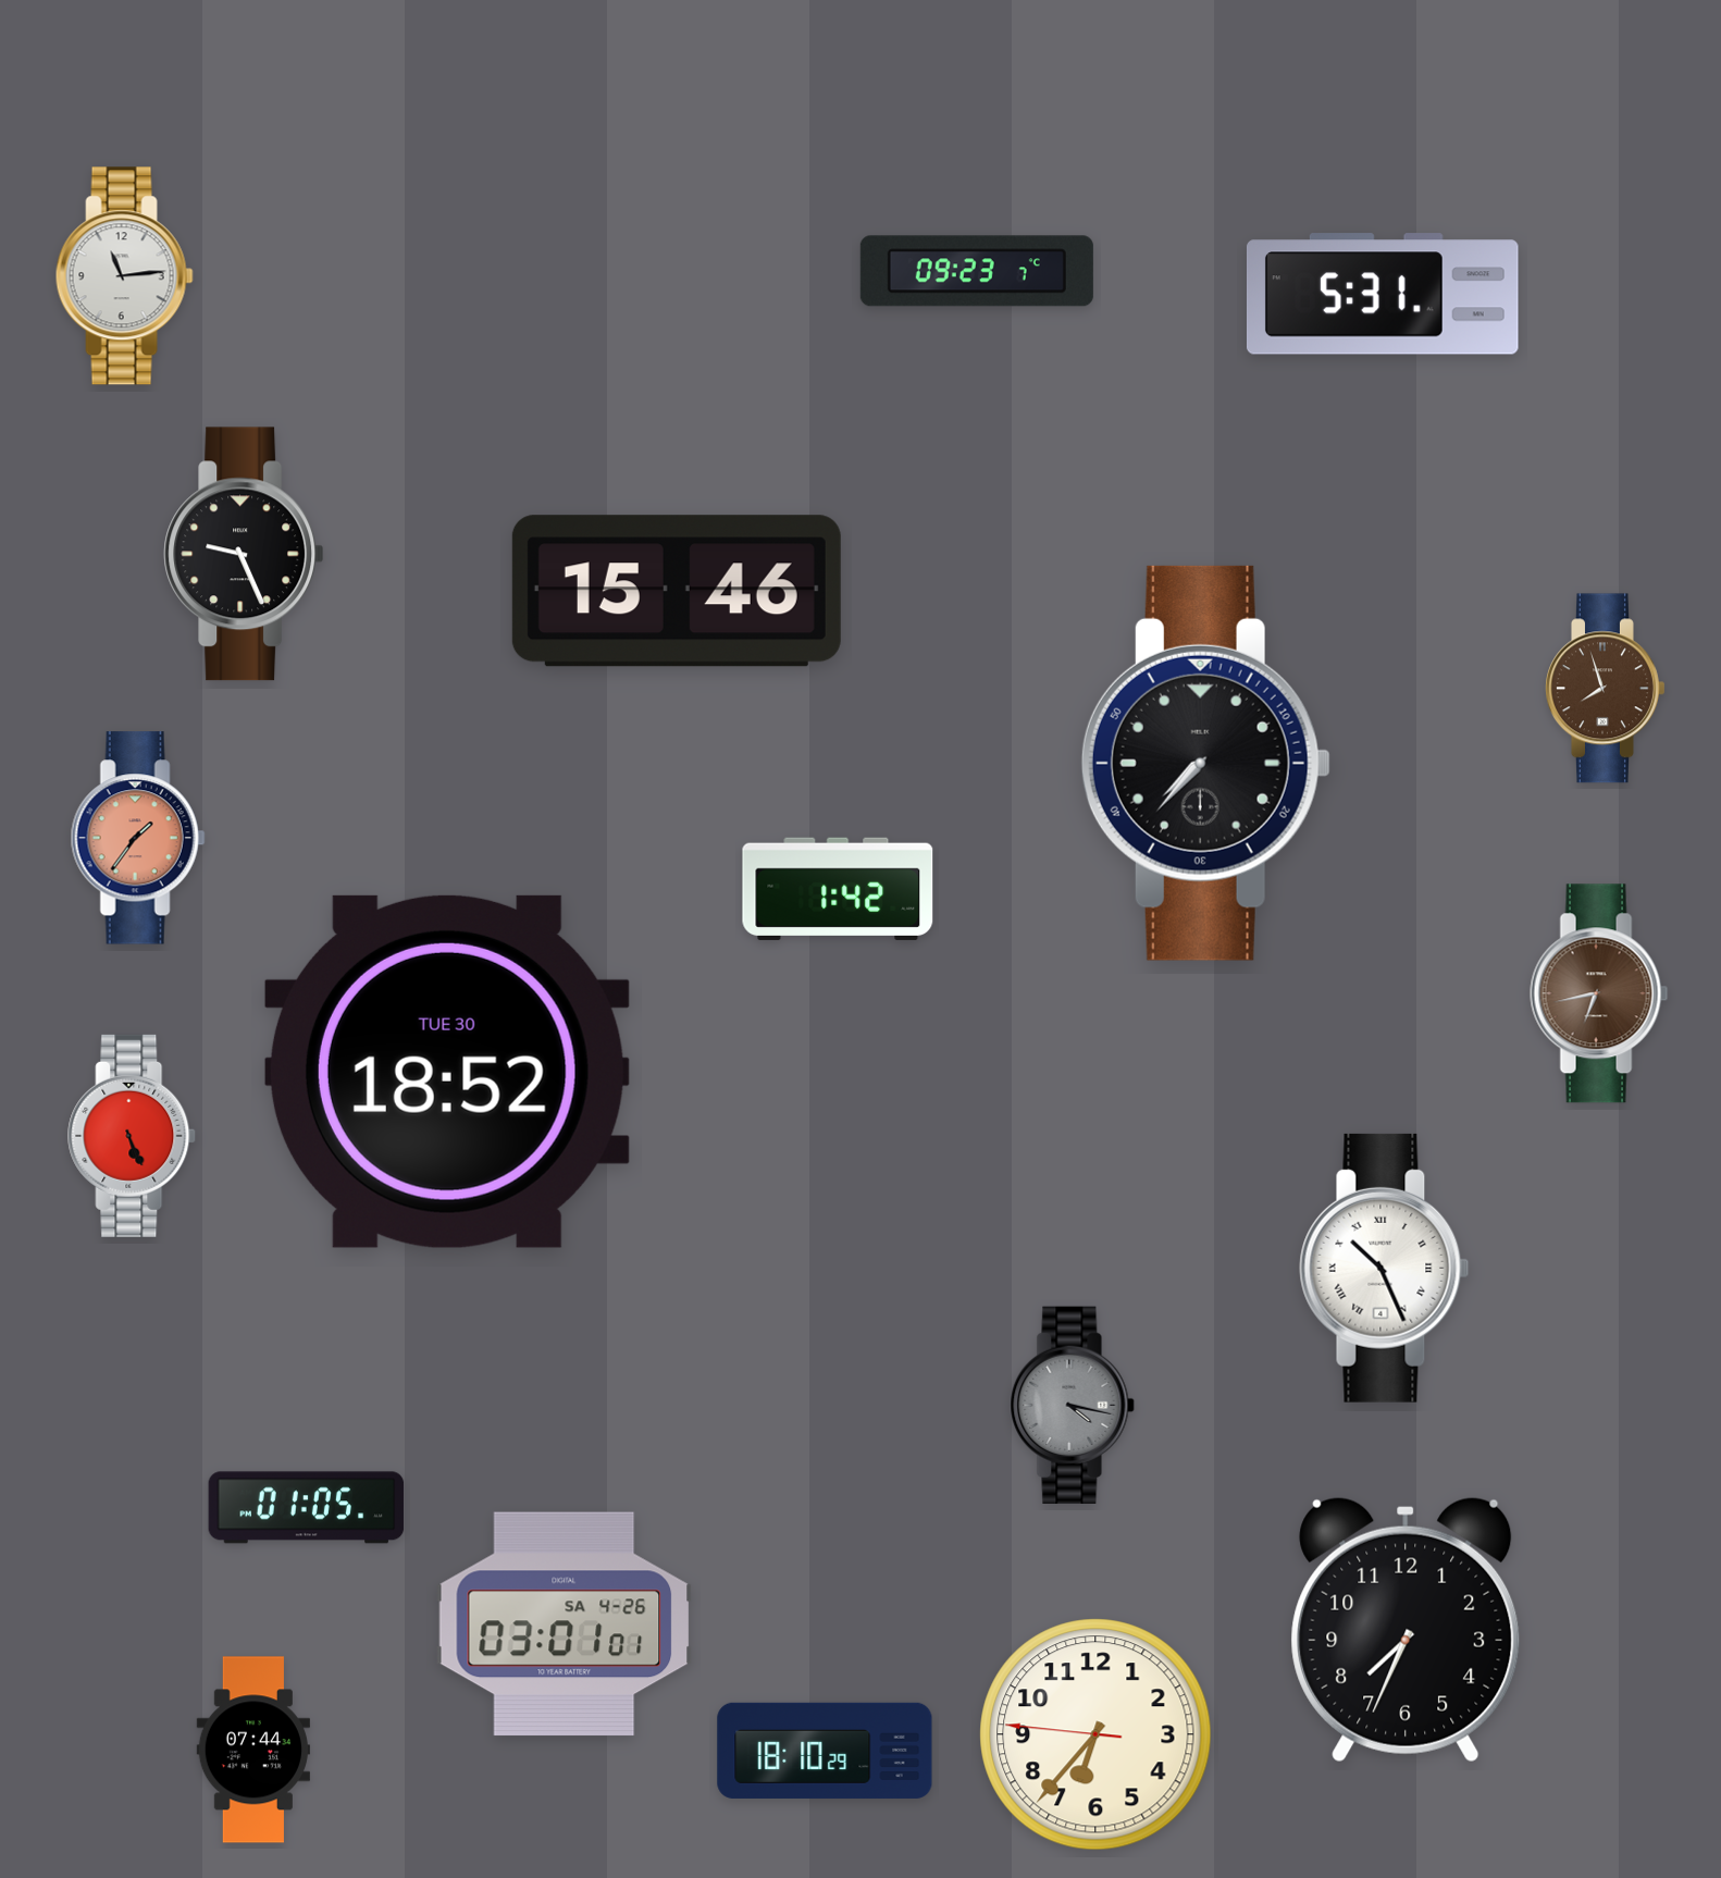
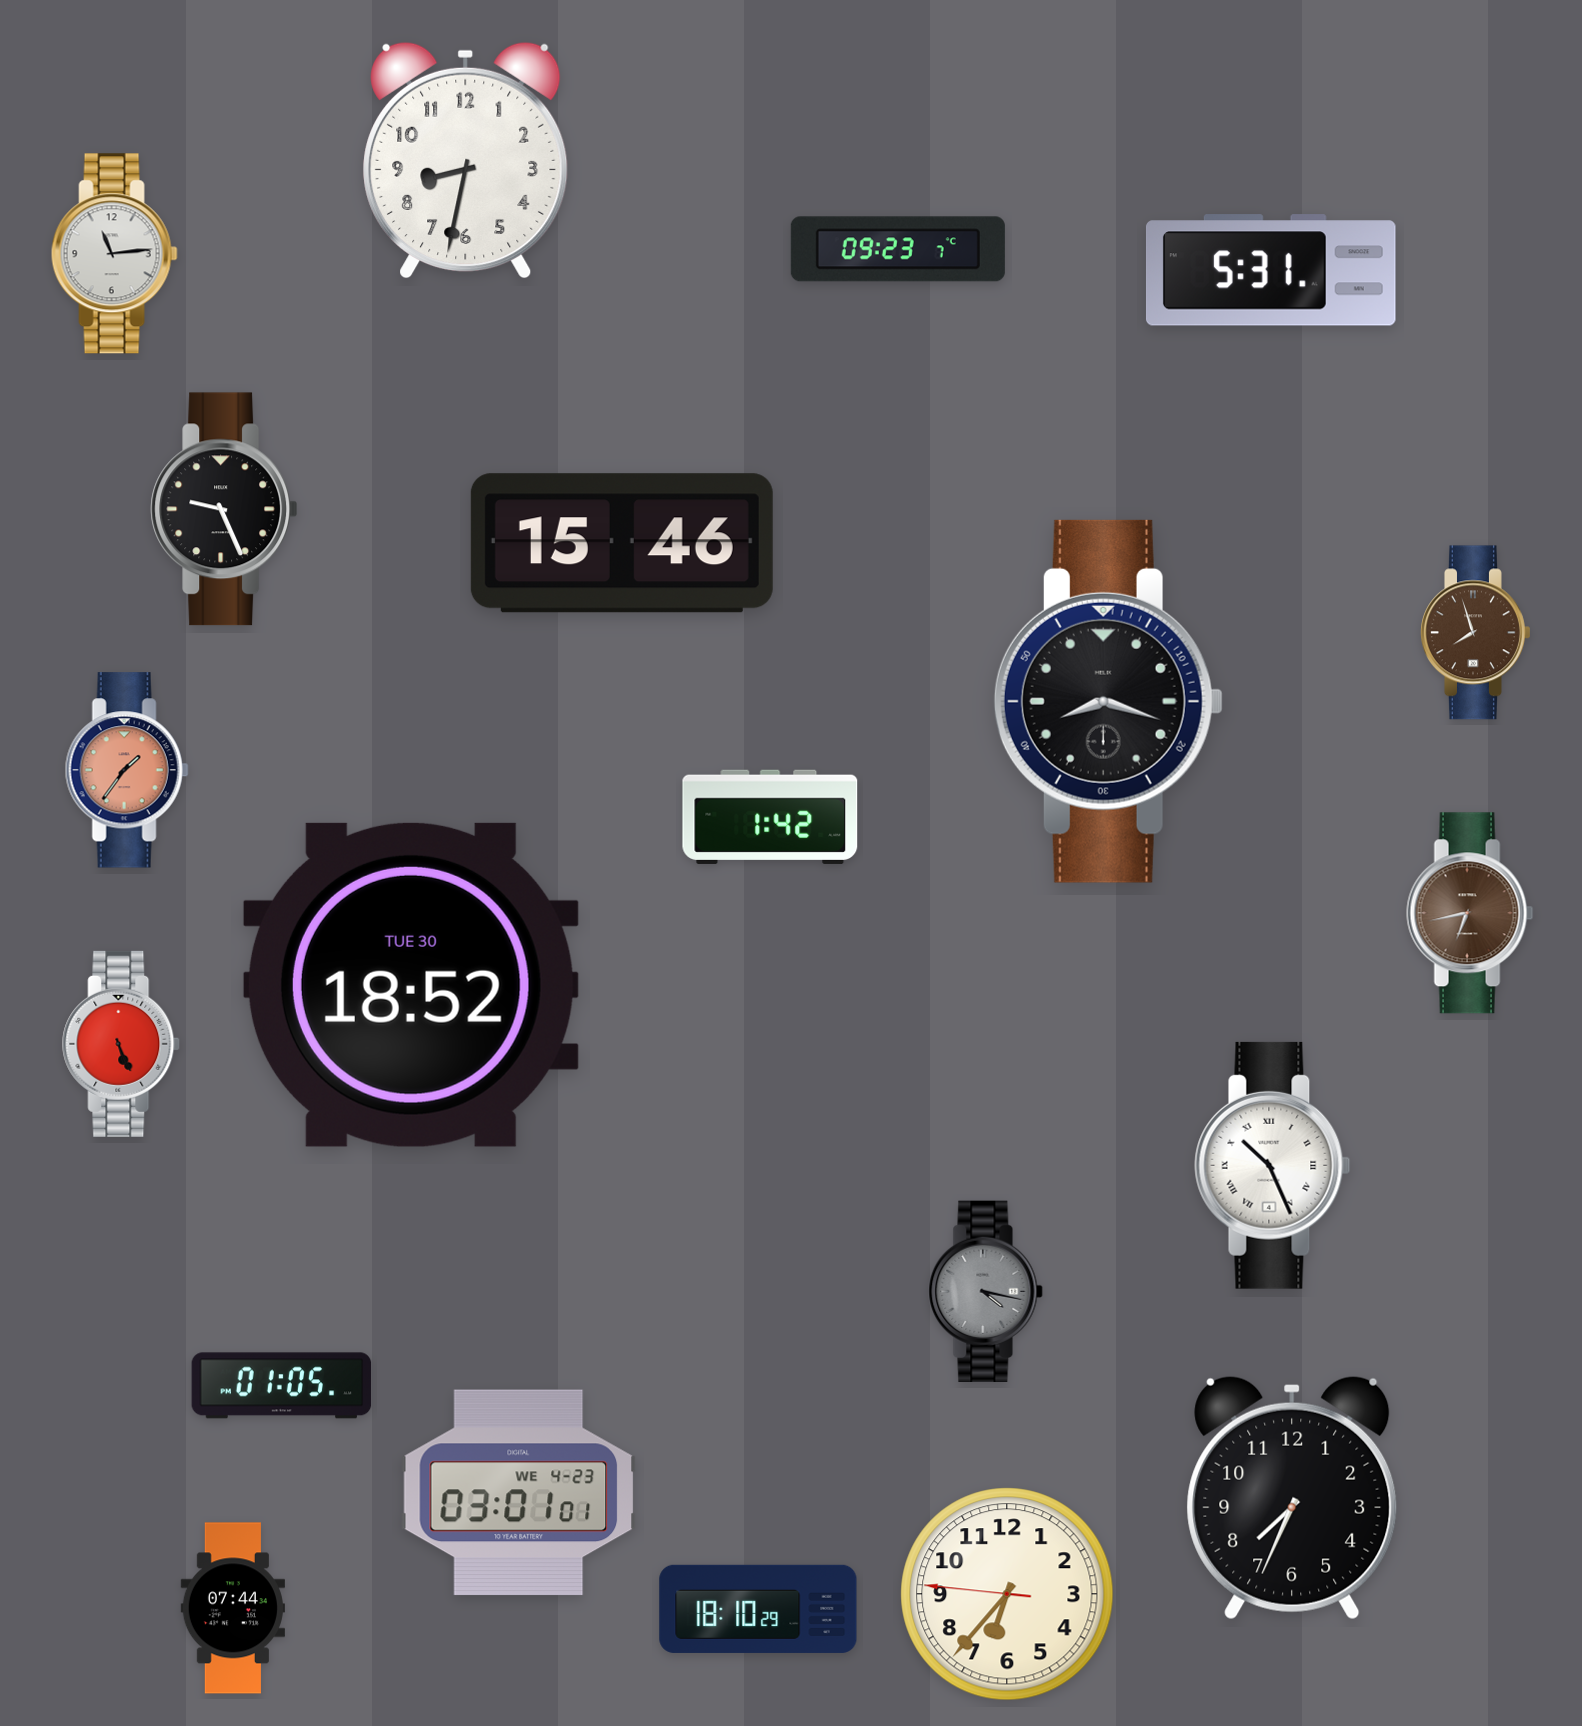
clock at (466, 160): none -> 8:32
clock at (1205, 763): 7:37 -> 8:18
clock at (565, 1624) date: SA 4-26 -> WE 4-23
